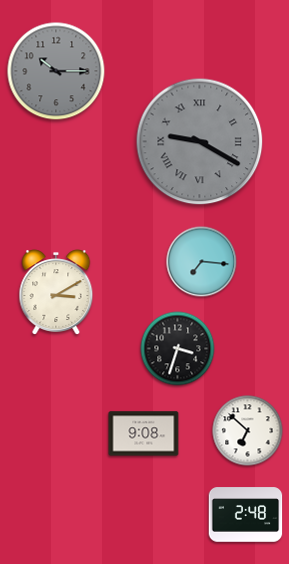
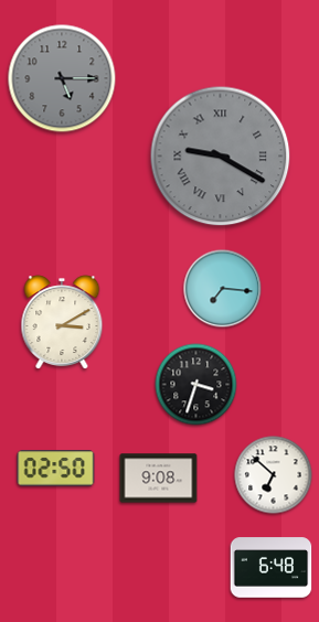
clock at (56, 71): 10:15 -> 5:15
clock at (56, 469): none -> 02:50
clock at (246, 515): 2:48 -> 6:48
